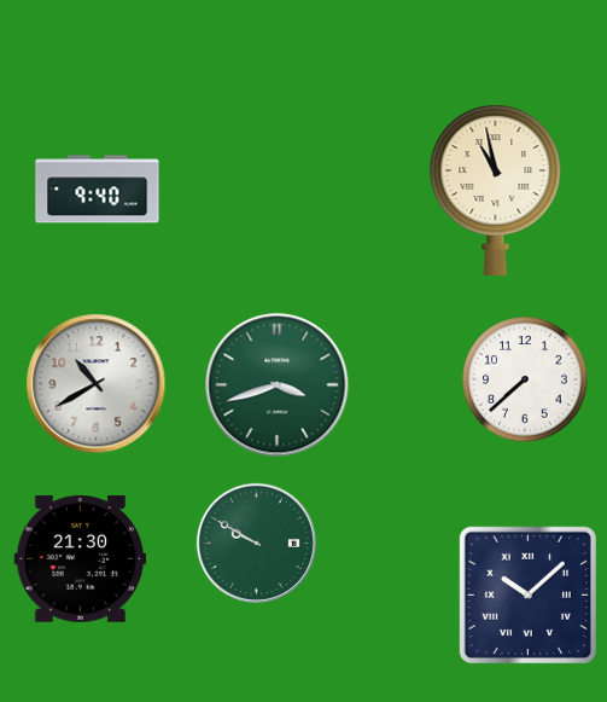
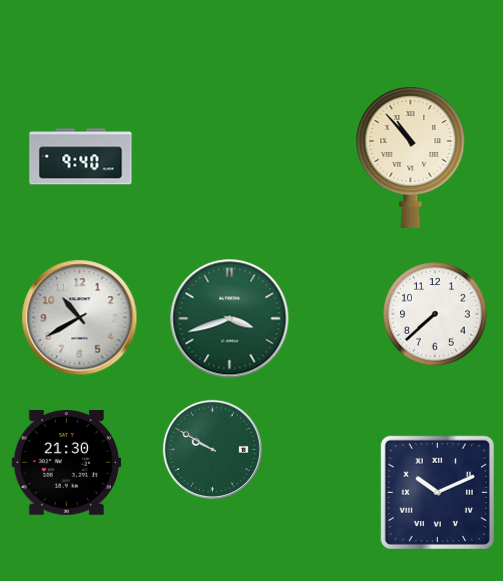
clock at (496, 190): 10:58 -> 10:53
clock at (527, 594): 10:08 -> 10:11
